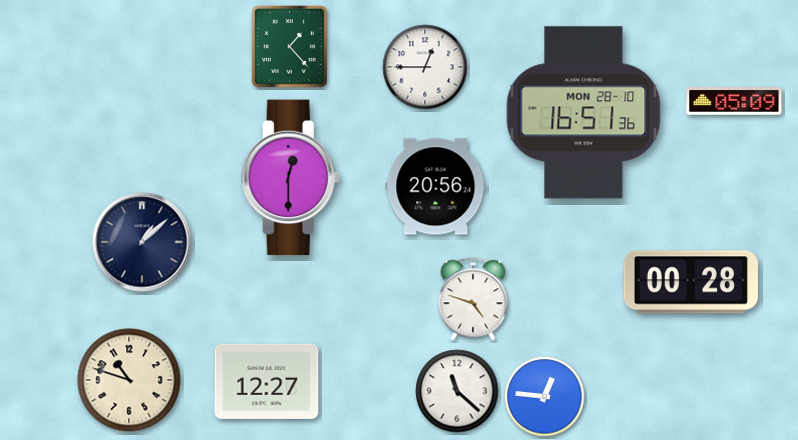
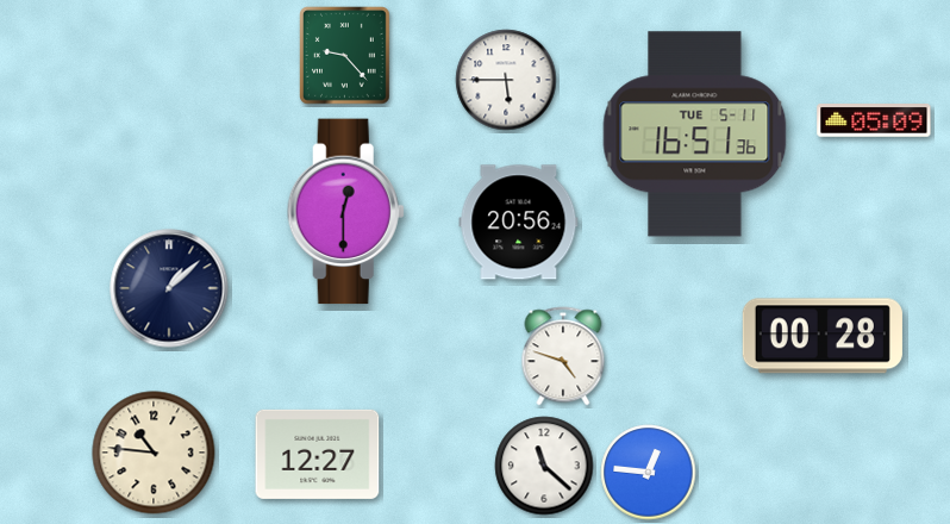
clock at (290, 47): 1:23 -> 9:23
clock at (425, 67): 12:45 -> 5:45
clock at (584, 113) date: MON 28-10 -> TUE 5-11
clock at (129, 380): 10:48 -> 10:46
